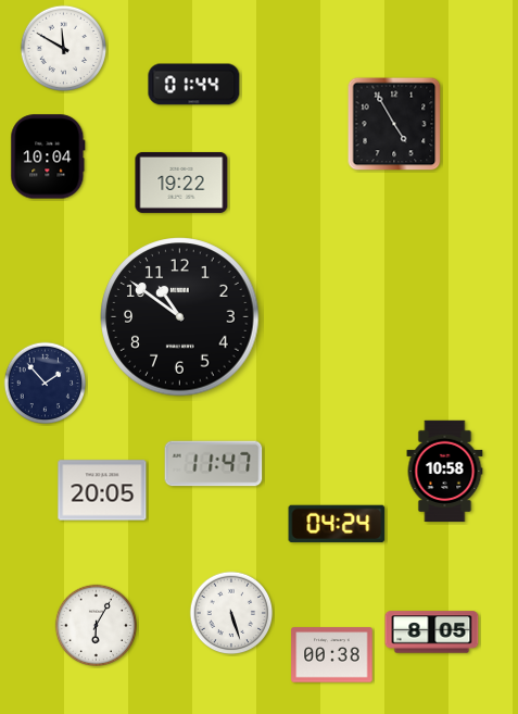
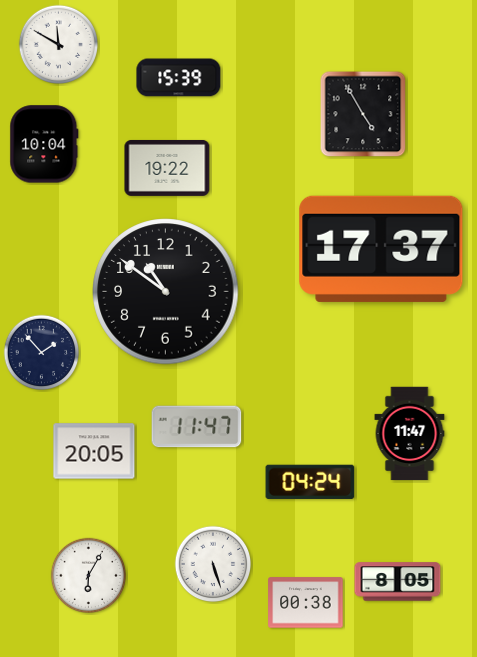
clock at (194, 85): 01:44 -> 15:39
clock at (381, 249): none -> 17:37
clock at (445, 472): 10:58 -> 11:47
